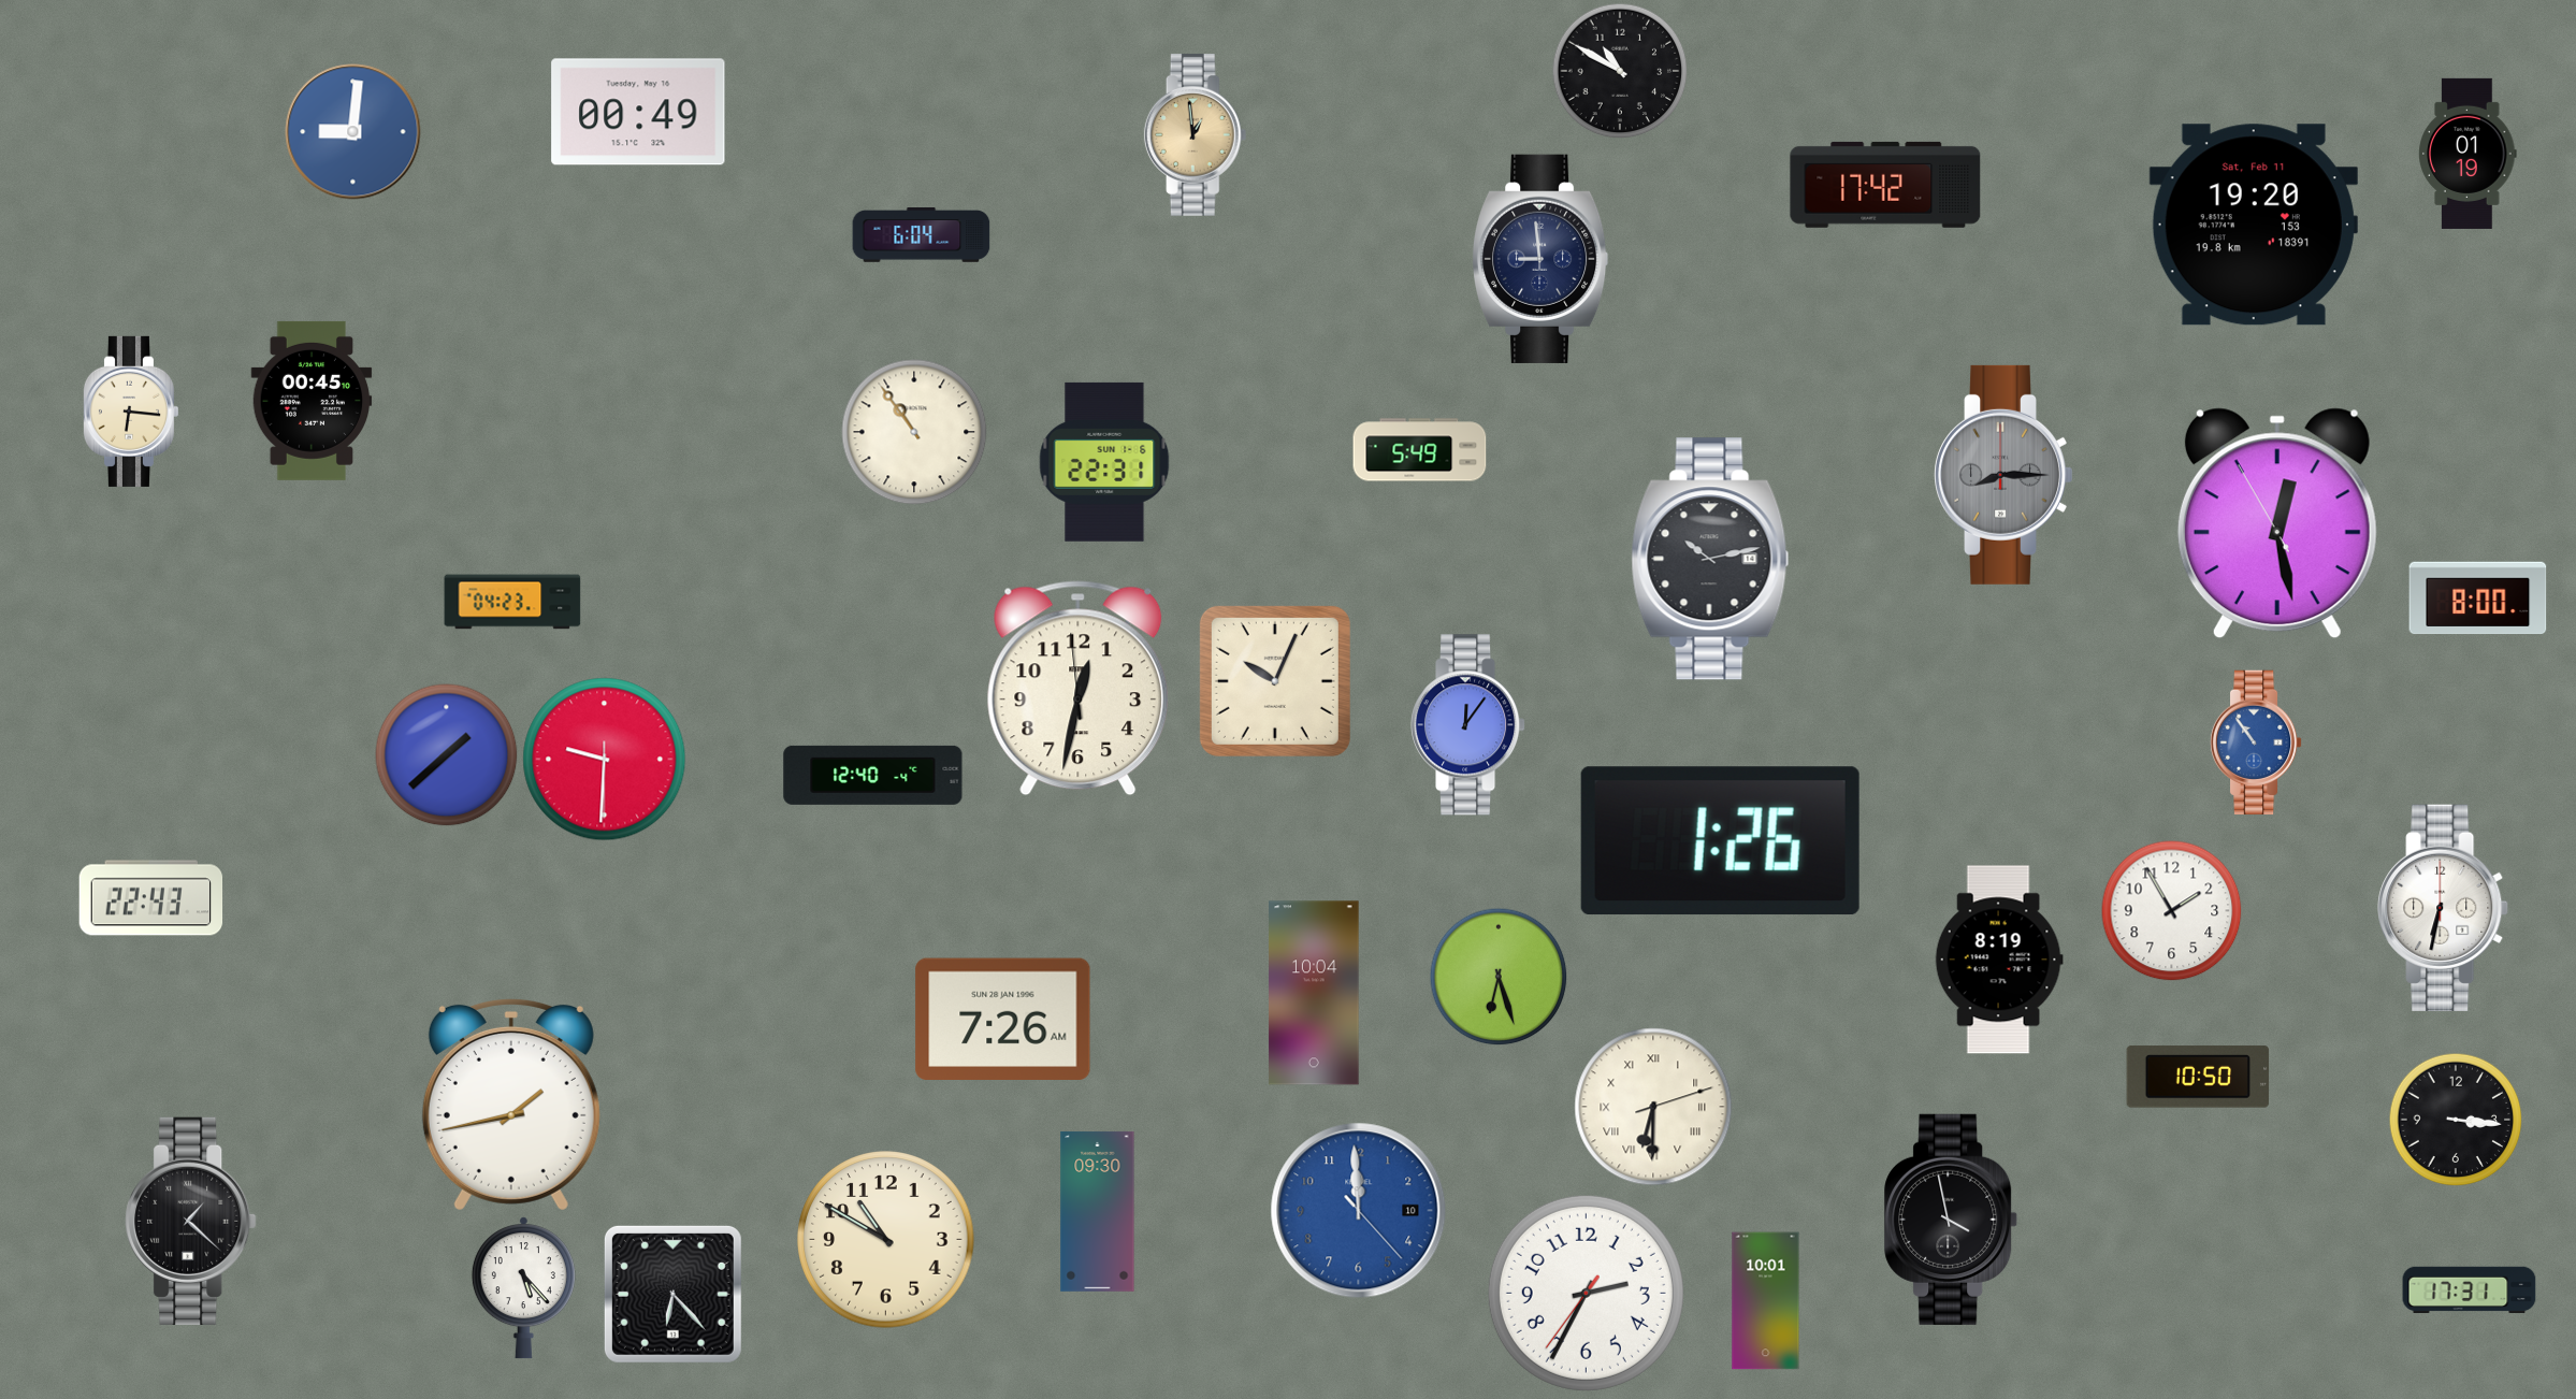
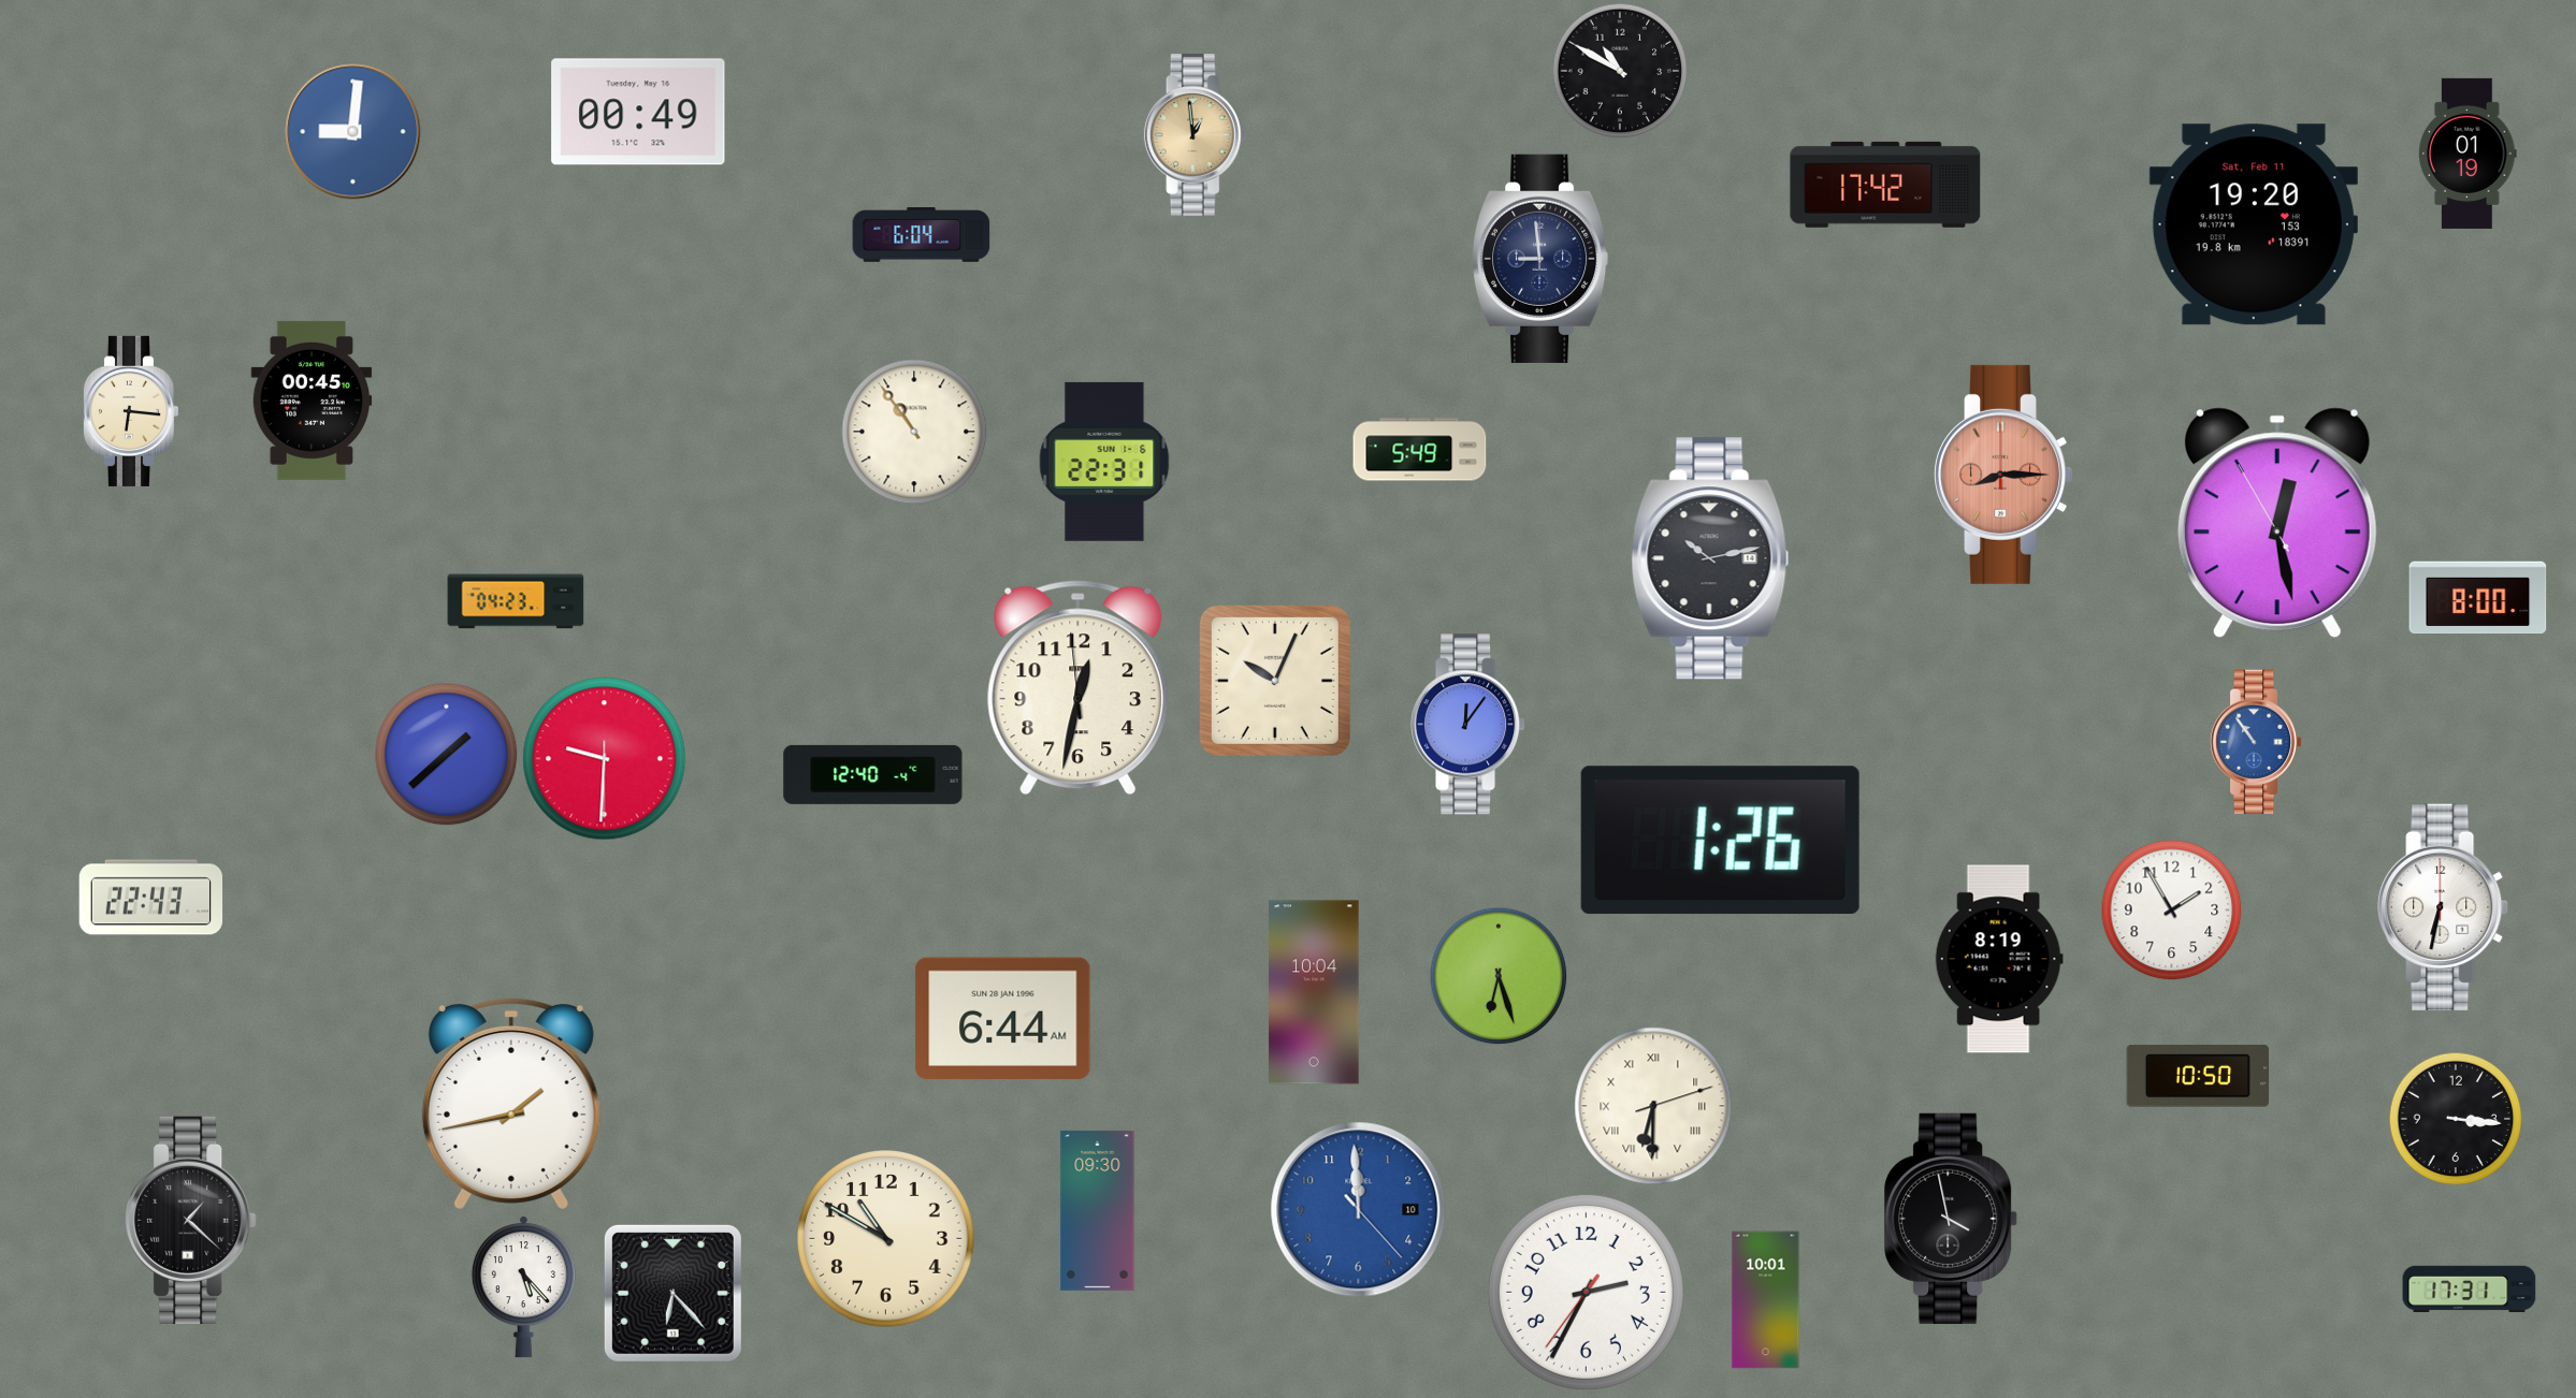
clock at (2003, 475) dial: grey -> salmon
clock at (512, 602) position: (512, 602) -> (516, 601)
clock at (1003, 1019): 7:26 -> 6:44
